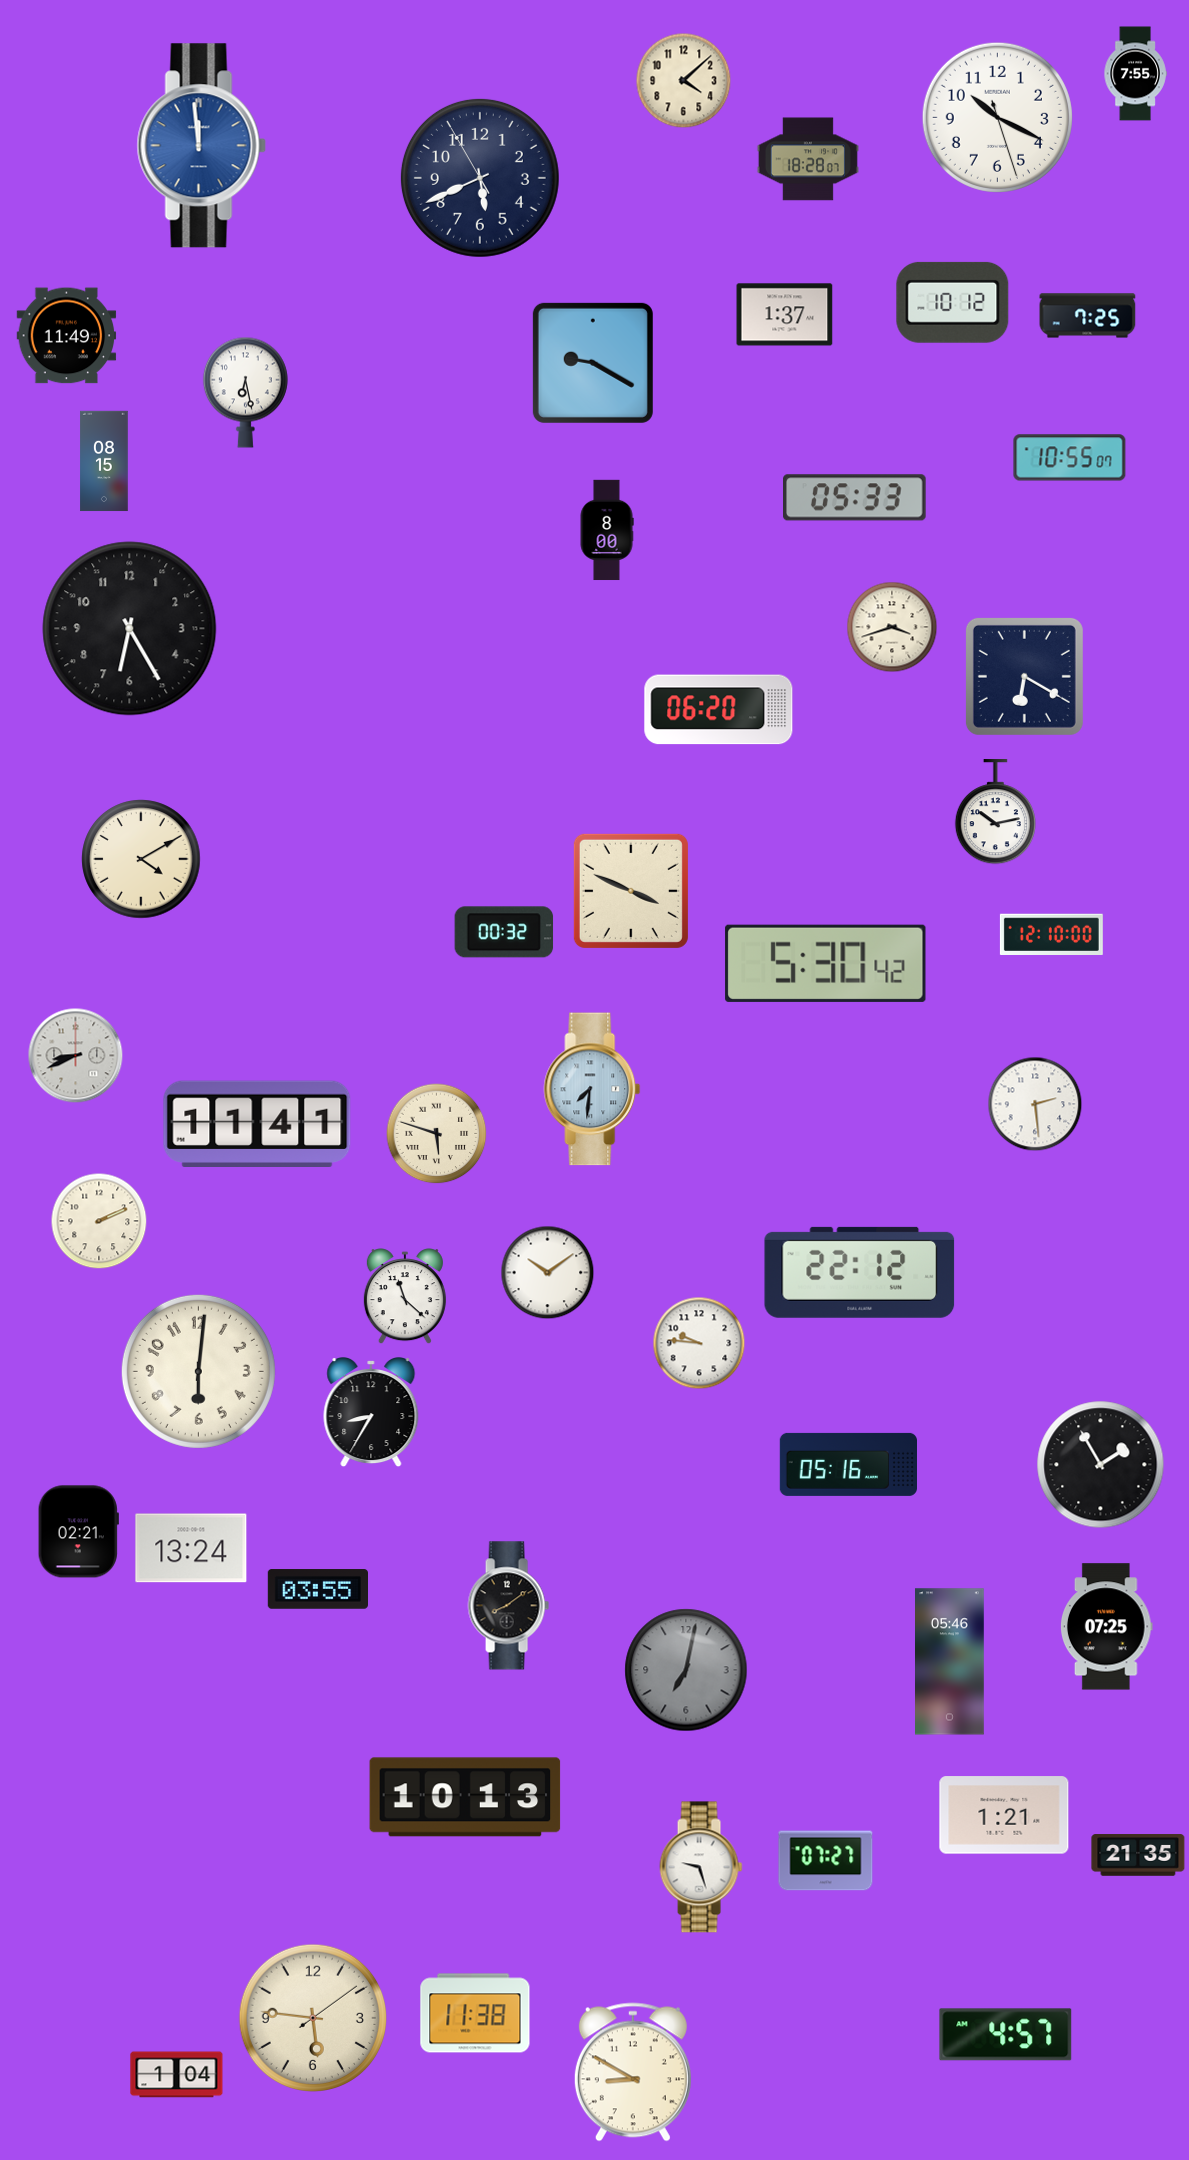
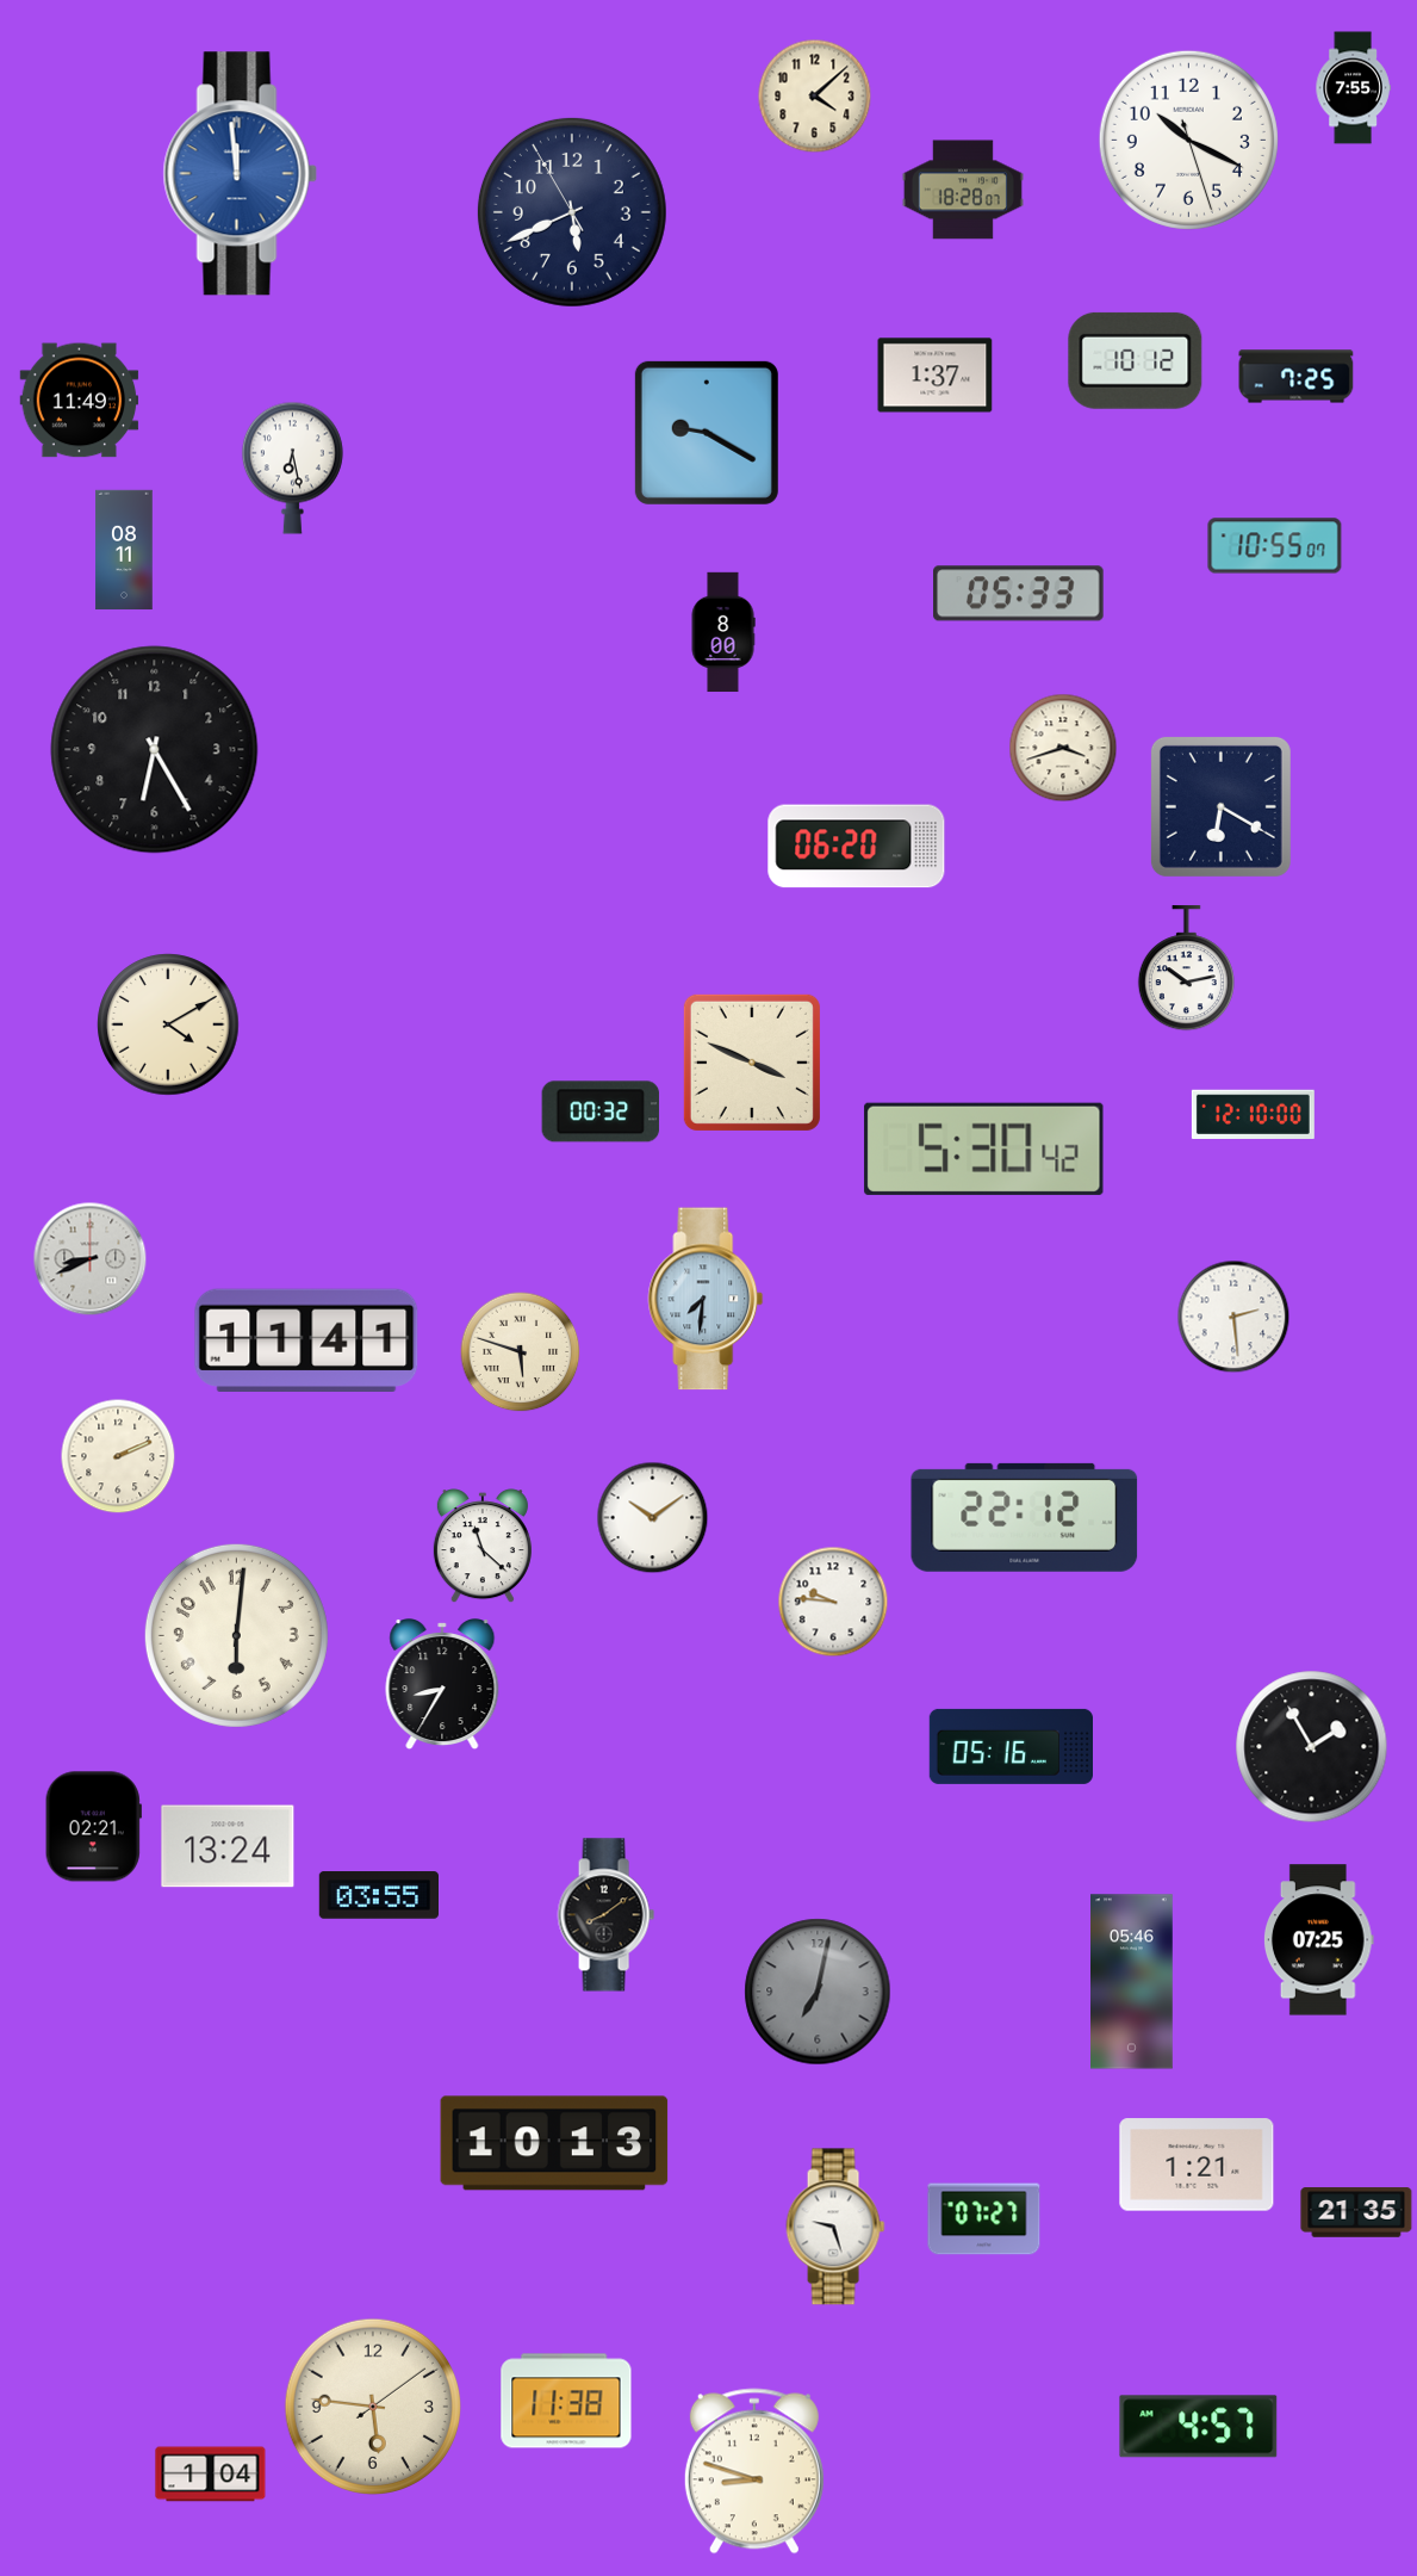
clock at (104, 461): 08:15 -> 08:11
clock at (633, 2072): 8:50 -> 8:48
